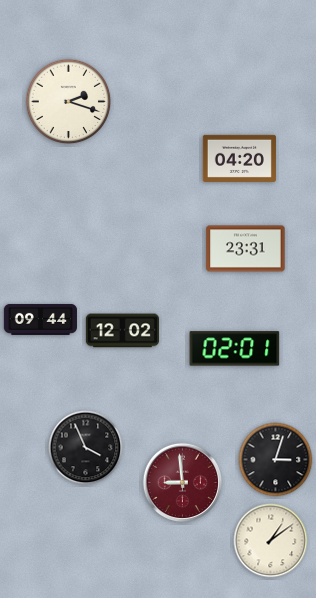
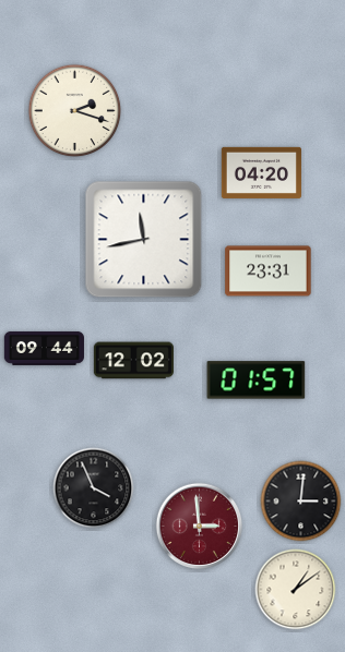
clock at (144, 240): none -> 11:43
clock at (235, 349): 02:01 -> 01:57
clock at (276, 460): 3:03 -> 3:01
clock at (183, 483): 8:59 -> 2:59
